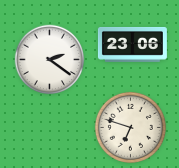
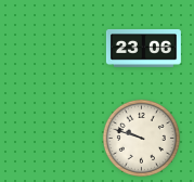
clock at (50, 60): 2:21 -> none
clock at (130, 127): 6:48 -> 9:48
